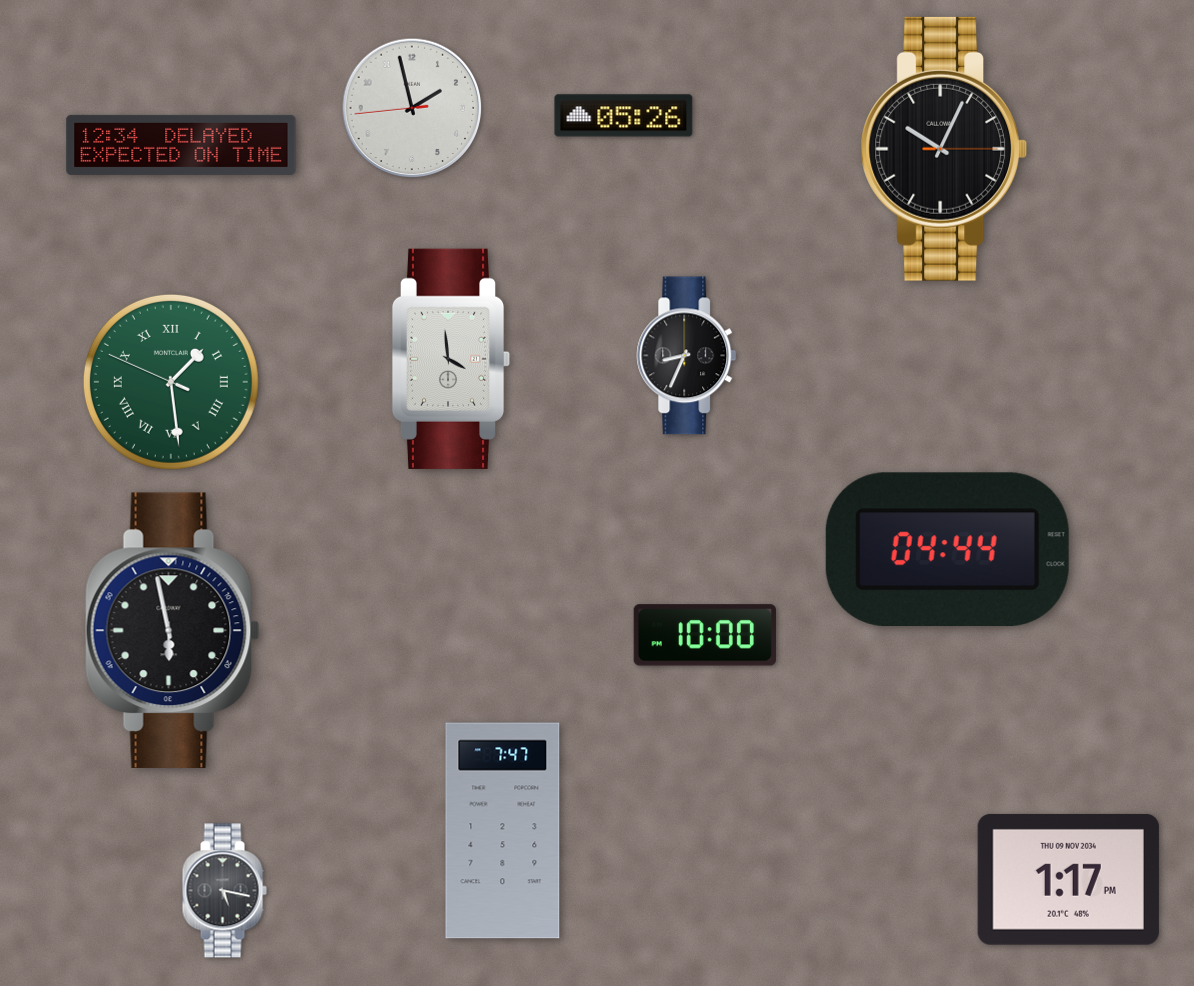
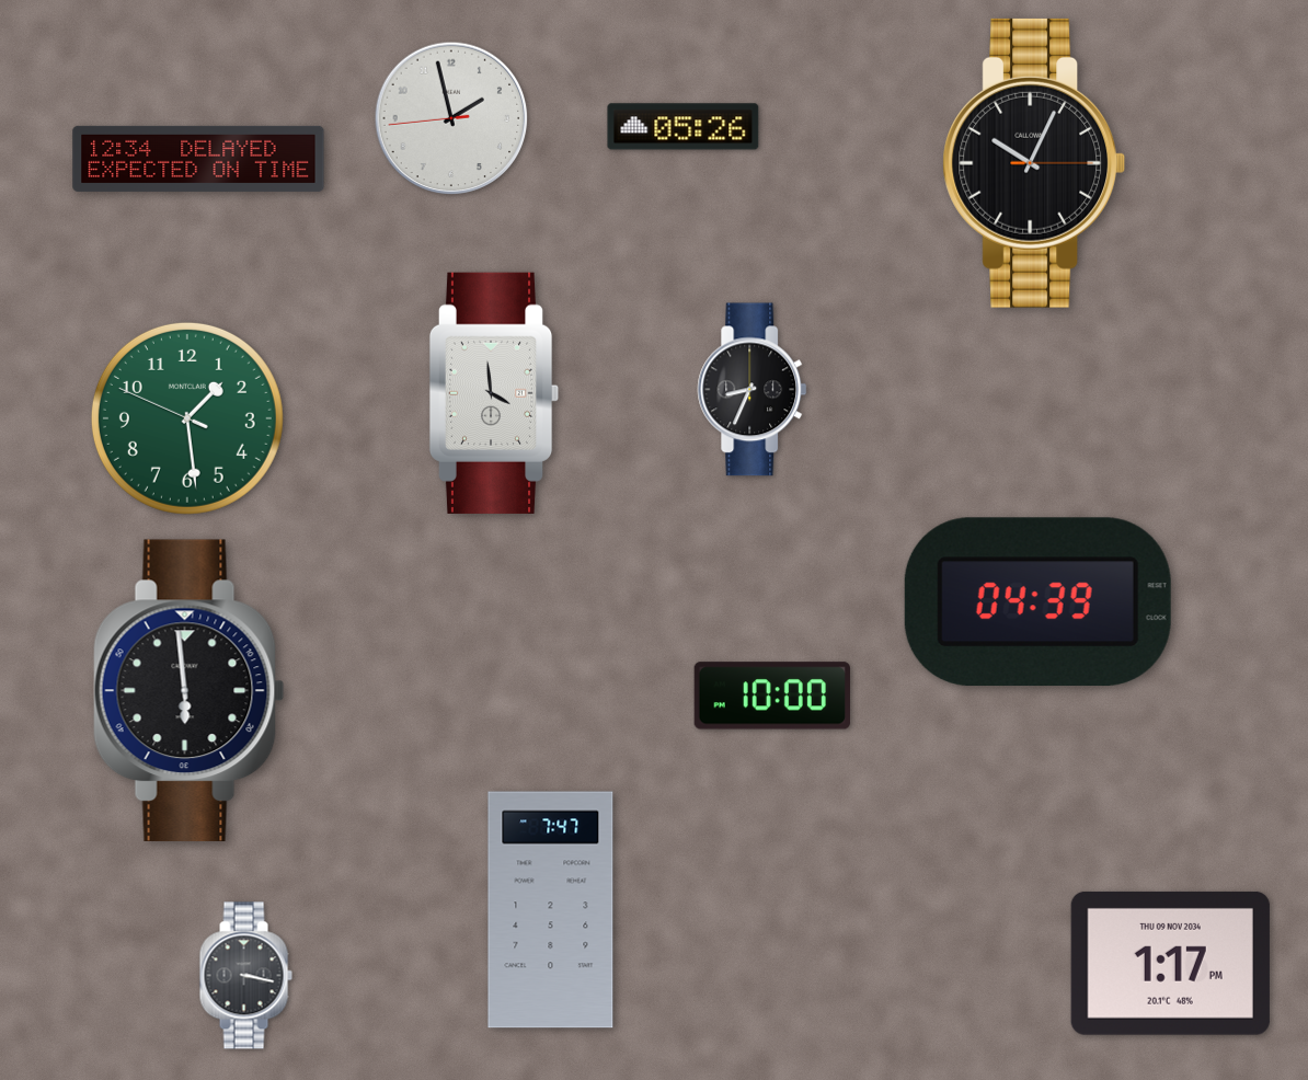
clock at (171, 382) numerals: Roman -> Arabic
clock at (947, 549): 04:44 -> 04:39
clock at (172, 630): 5:58 -> 5:59
clock at (224, 891): 5:17 -> 3:17
